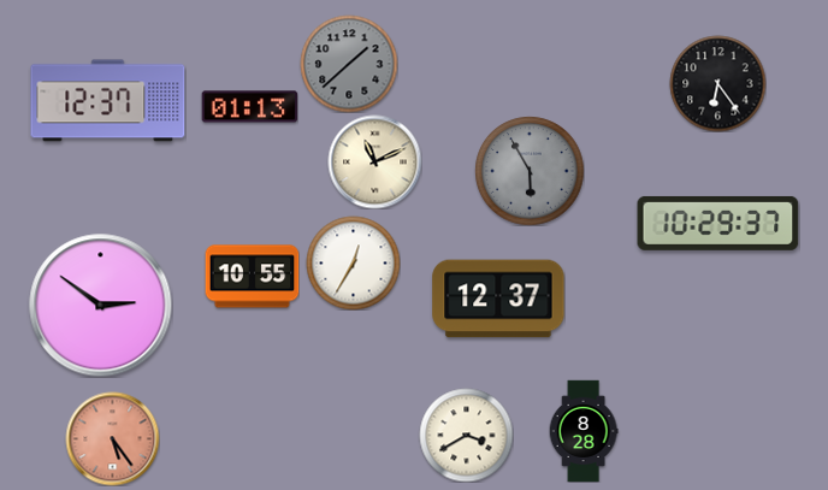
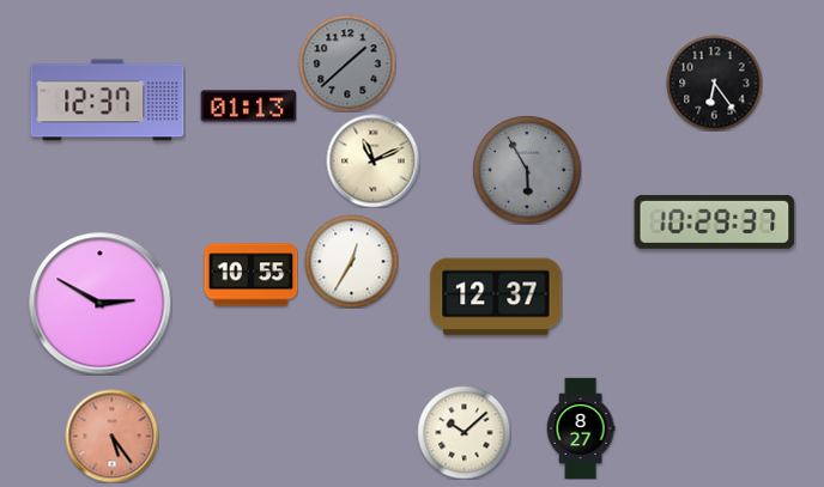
clock at (101, 306): 2:51 -> 2:50
clock at (584, 431): 8:28 -> 8:27
clock at (466, 435): 3:40 -> 10:08
